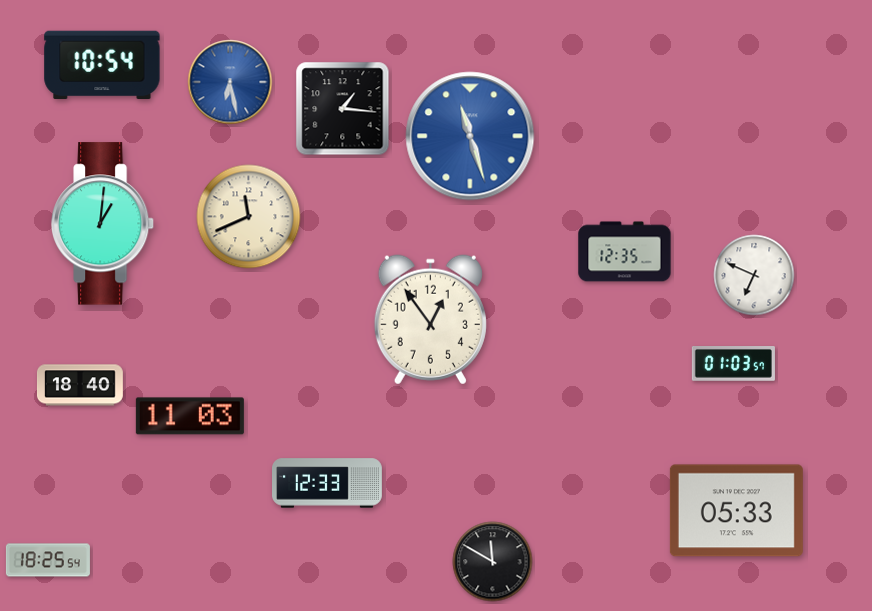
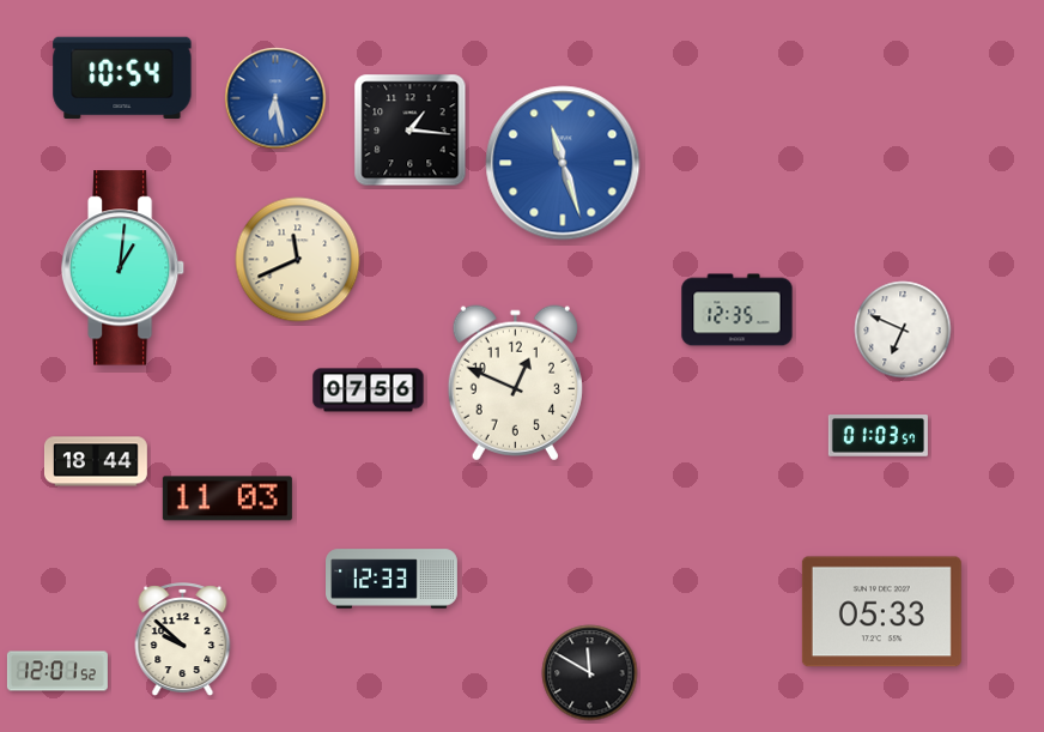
clock at (625, 252) position: (625, 252) -> (738, 310)
clock at (430, 320): 12:54 -> 12:49
clock at (369, 391): none -> 07:56
clock at (80, 385): 18:40 -> 18:44
clock at (183, 639): none -> 9:52
clock at (48, 560): 18:25 -> 12:01
